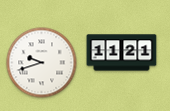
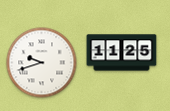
clock at (122, 53): 11:21 -> 11:25
